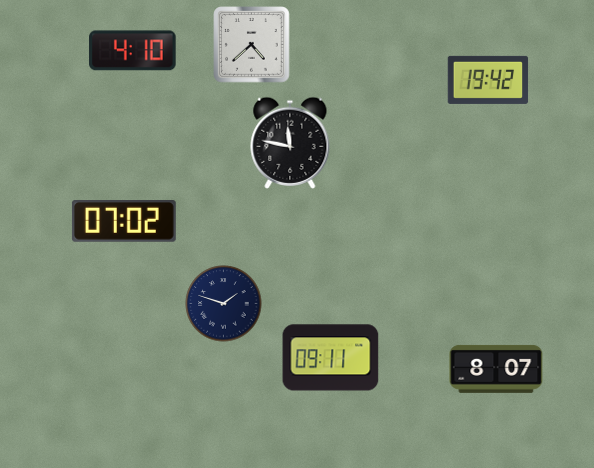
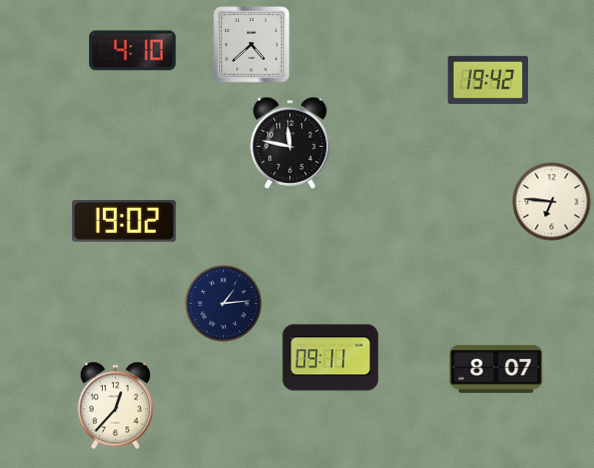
clock at (552, 202): none -> 6:46
clock at (124, 222): 07:02 -> 19:02
clock at (224, 304): 1:48 -> 1:14
clock at (116, 406): none -> 12:37
